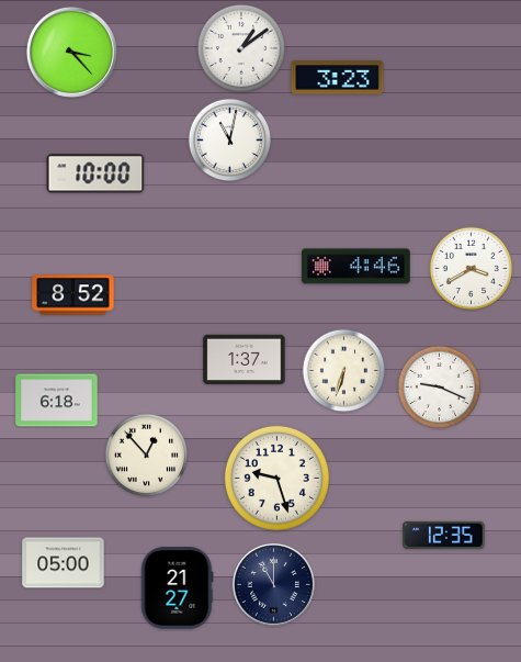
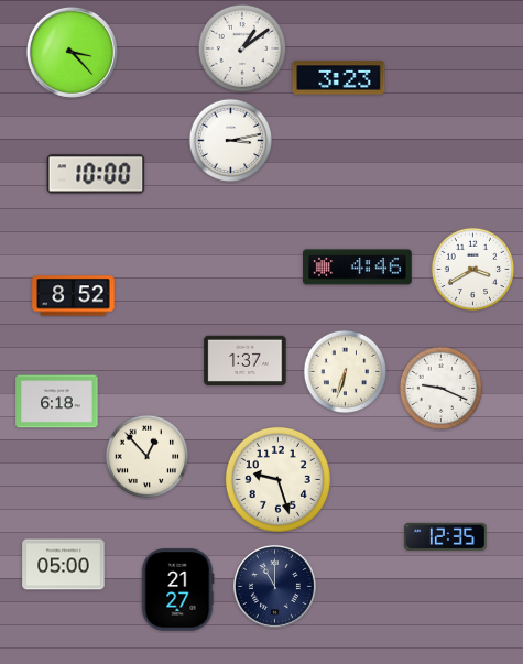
clock at (230, 141): 11:02 -> 3:13
